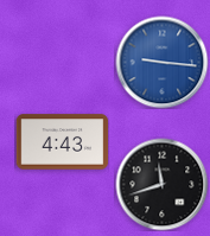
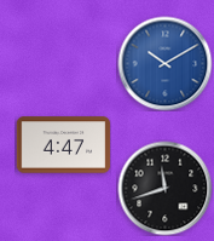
clock at (161, 62): 9:16 -> 10:10
clock at (62, 142): 4:43 -> 4:47
